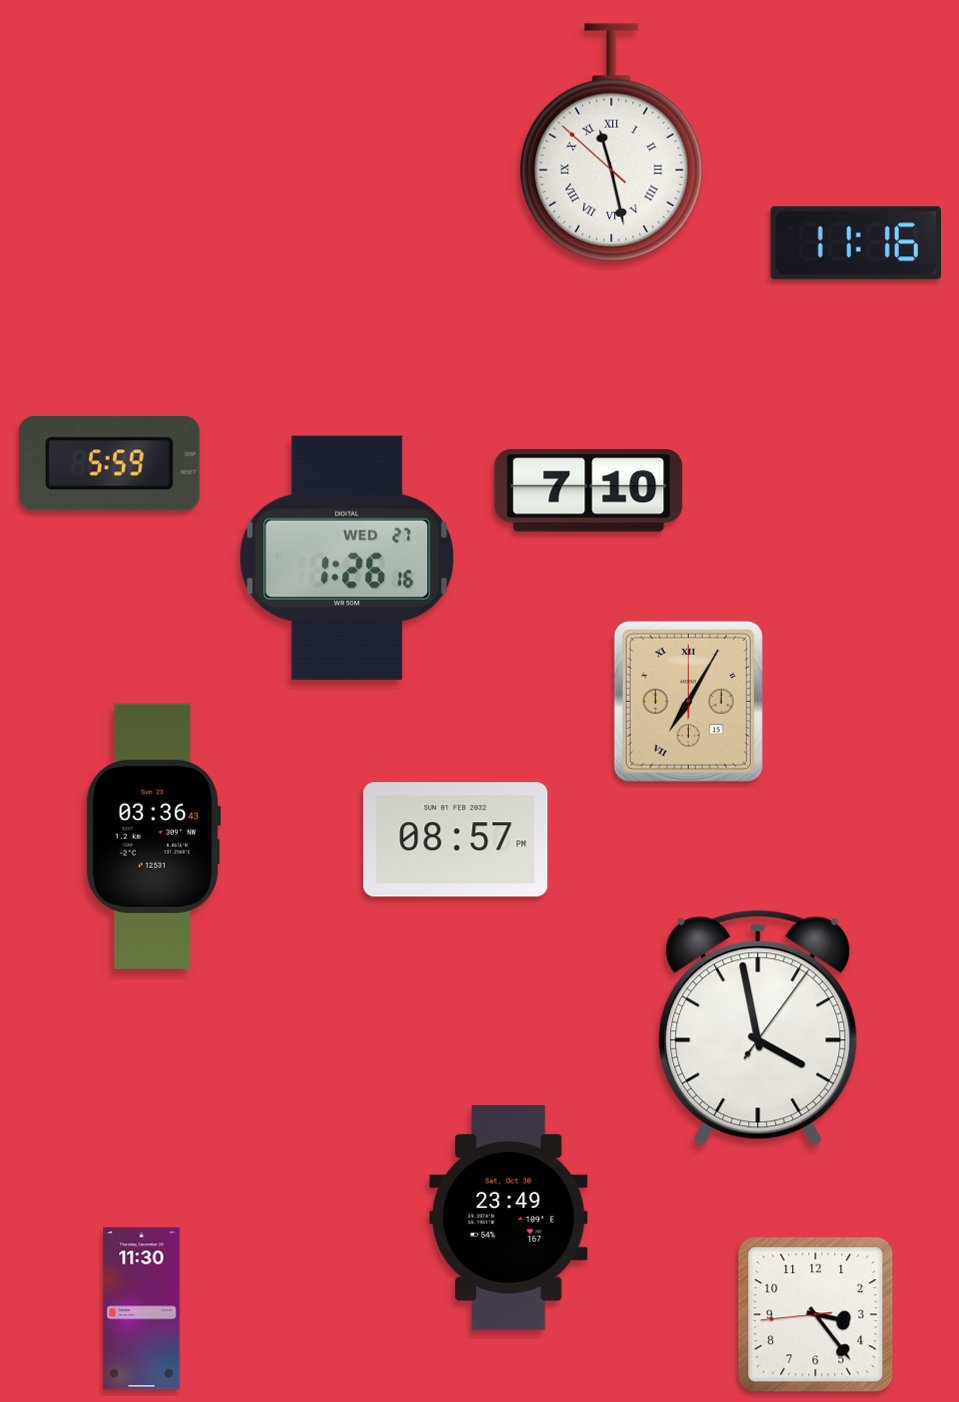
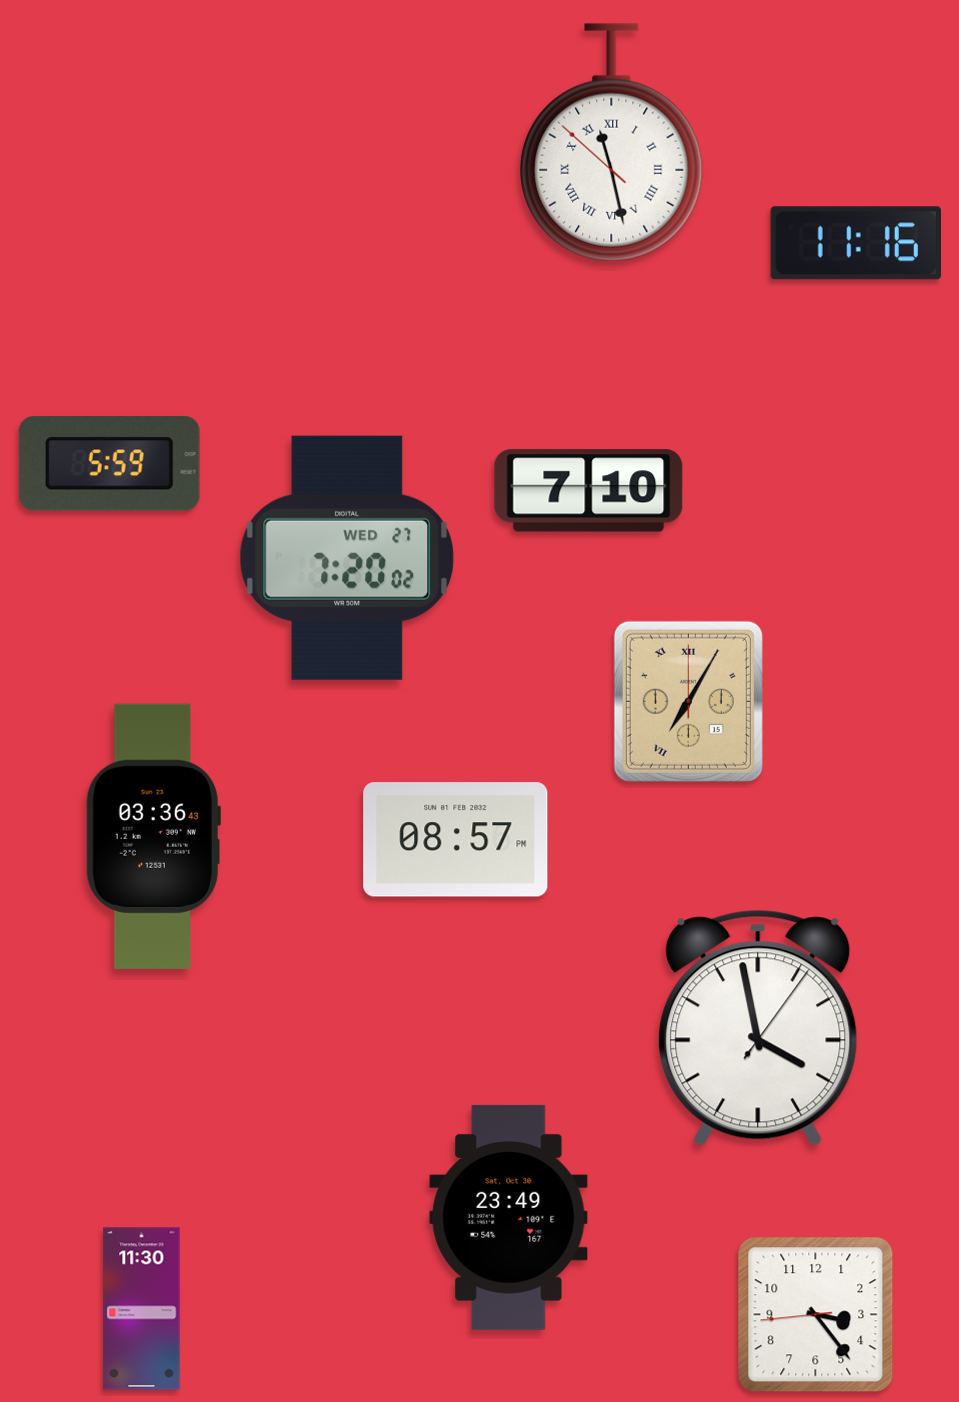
clock at (347, 558): 1:26 -> 7:20
